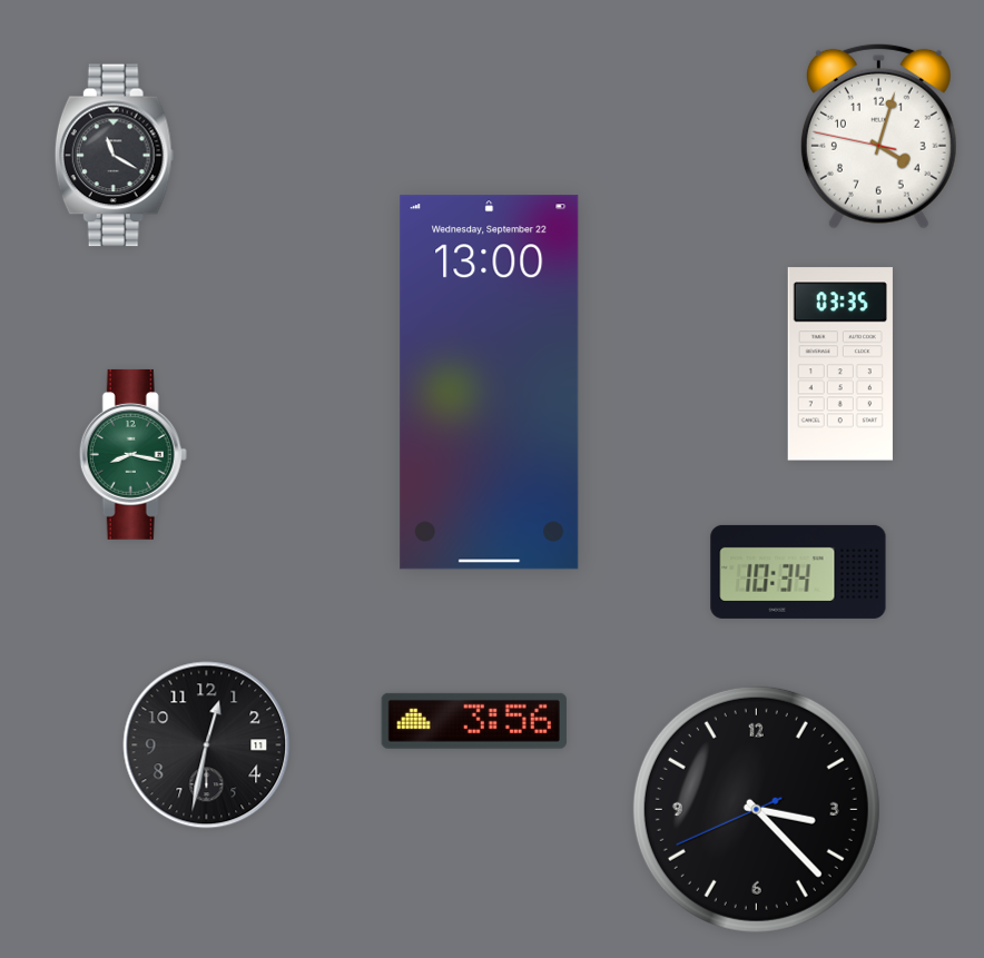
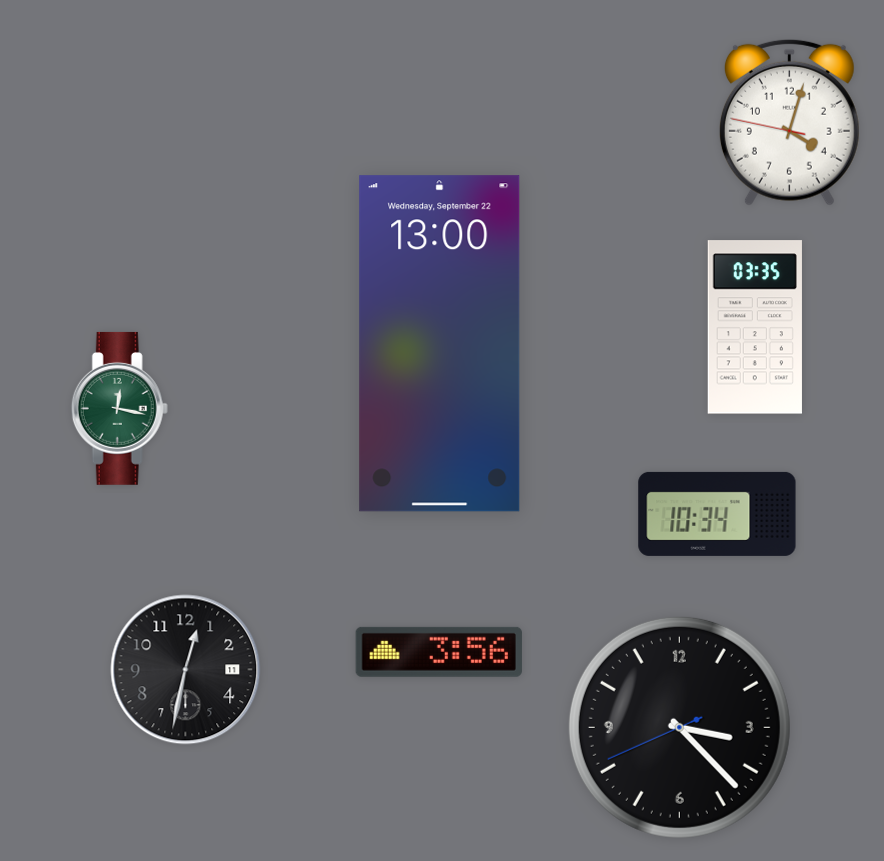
clock at (114, 156): 11:20 -> none
clock at (132, 454): 8:17 -> 12:17
clock at (474, 721) position: (474, 721) -> (439, 652)
